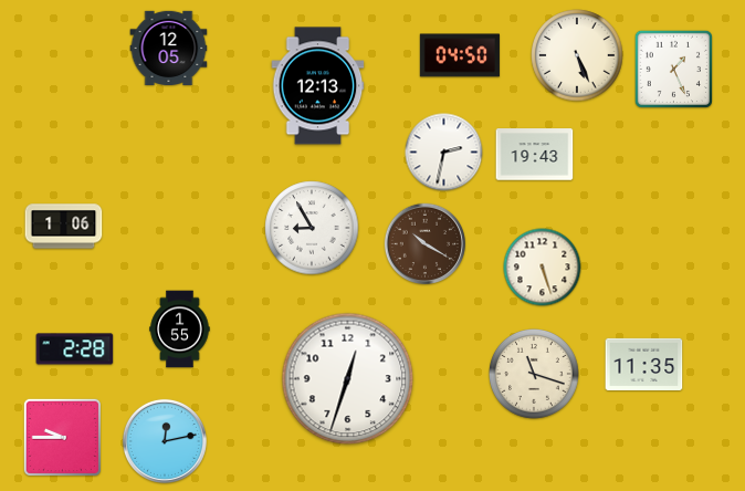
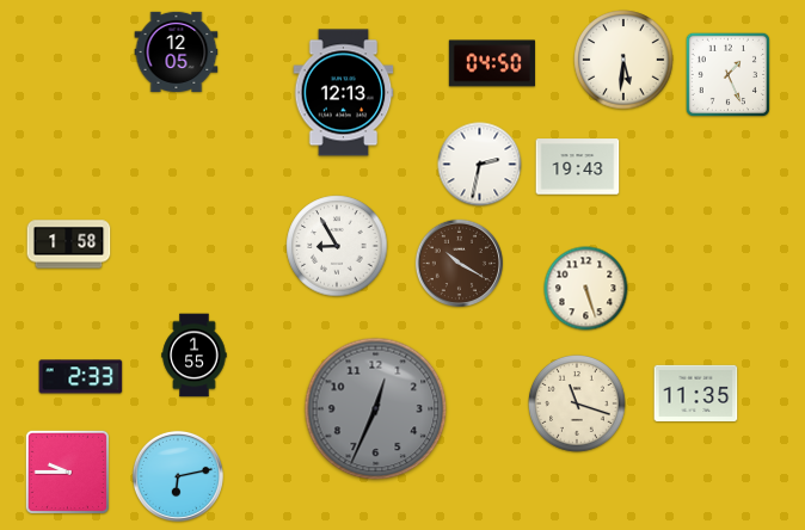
clock at (169, 48) position: (169, 48) -> (177, 51)
clock at (460, 55) position: (460, 55) -> (492, 63)
clock at (577, 55): 5:26 -> 5:31
clock at (64, 227): 1:06 -> 1:58
clock at (75, 349): 2:28 -> 2:33
clock at (348, 379): 12:33 -> 12:34
clock at (348, 379) dial: white -> grey
clock at (165, 441): 12:13 -> 6:13
